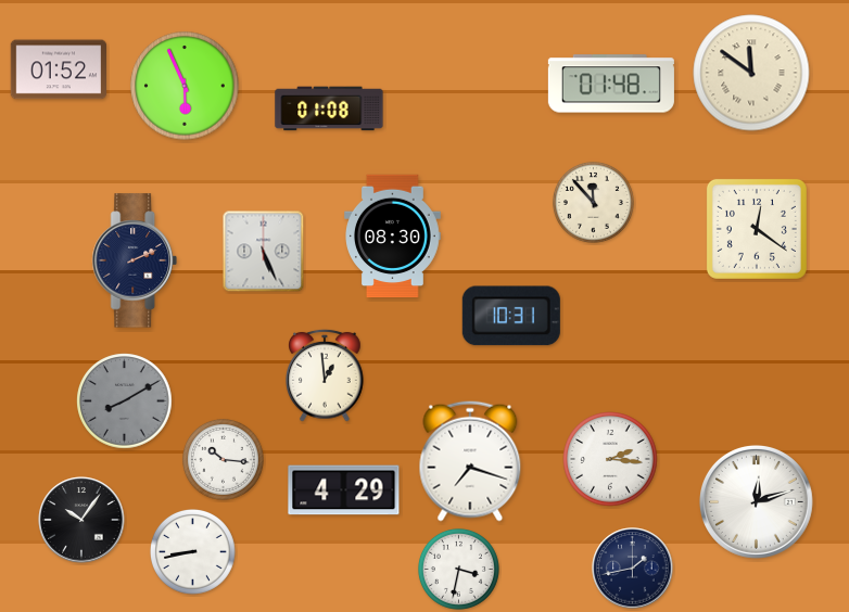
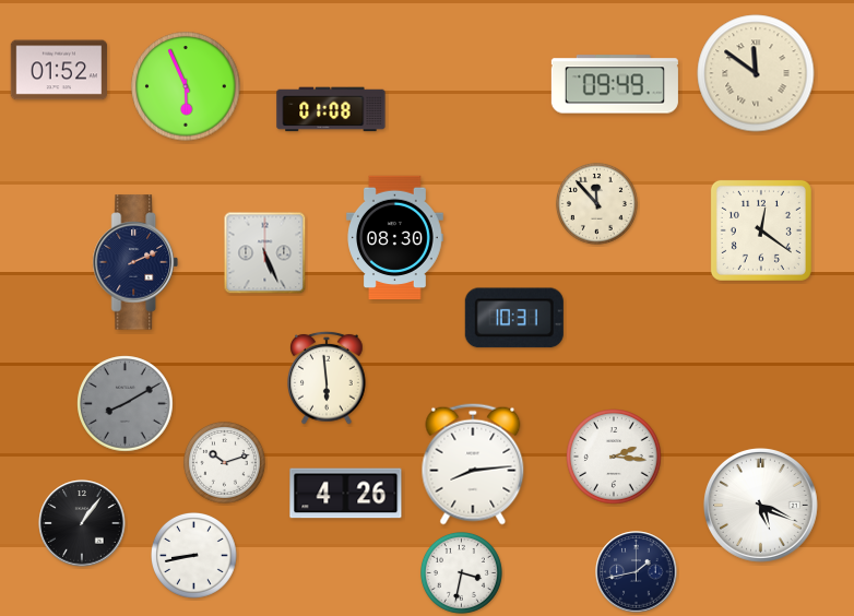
clock at (611, 84): 01:48 -> 09:49
clock at (325, 375): 12:59 -> 5:59
clock at (223, 459): 10:16 -> 10:12
clock at (610, 459) position: (610, 459) -> (614, 457)
clock at (470, 461): 7:18 -> 8:14
clock at (344, 490): 4:29 -> 4:26
clock at (756, 501): 12:12 -> 5:19
clock at (81, 520): 10:06 -> 1:06
